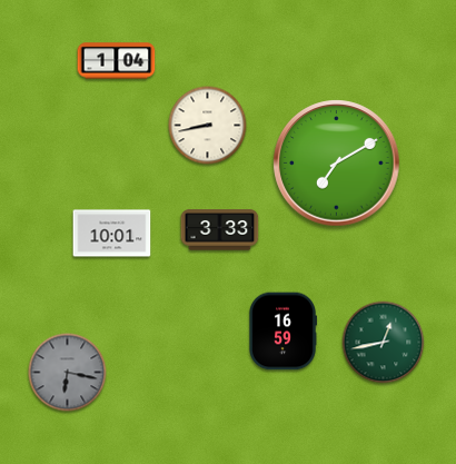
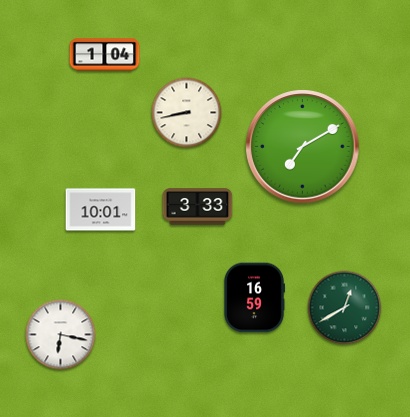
clock at (384, 343): 12:43 -> 12:40
clock at (68, 373) dial: grey -> white
